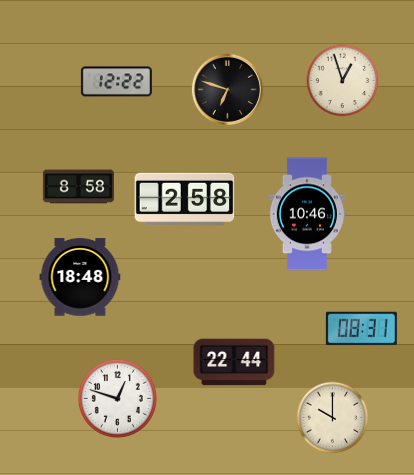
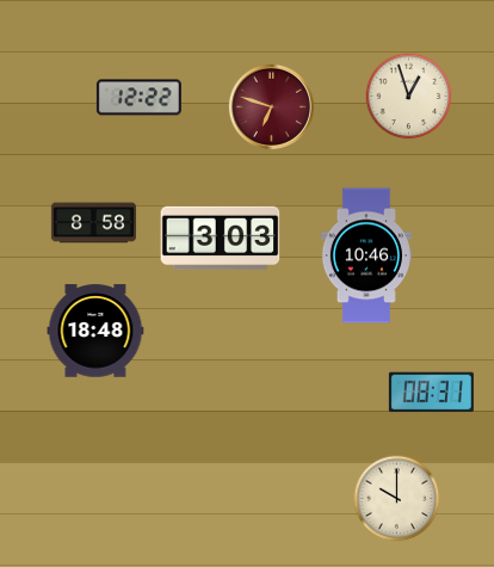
clock at (227, 89) dial: black -> burgundy
clock at (185, 200): 2:58 -> 3:03
clock at (234, 362): 22:44 -> none
clock at (117, 398): 12:48 -> none
